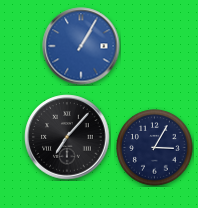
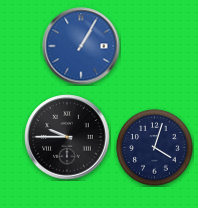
clock at (67, 137): 7:07 -> 9:45
clock at (155, 148): 3:05 -> 4:03
